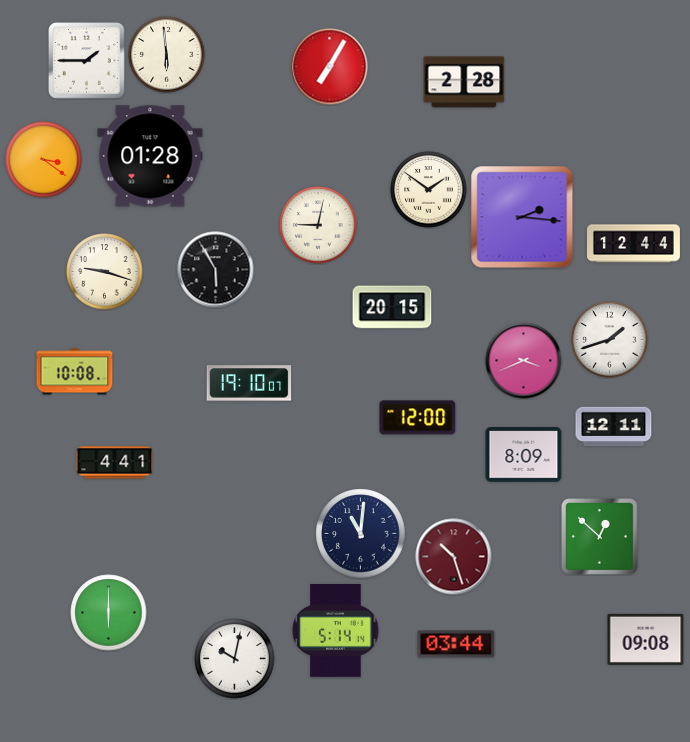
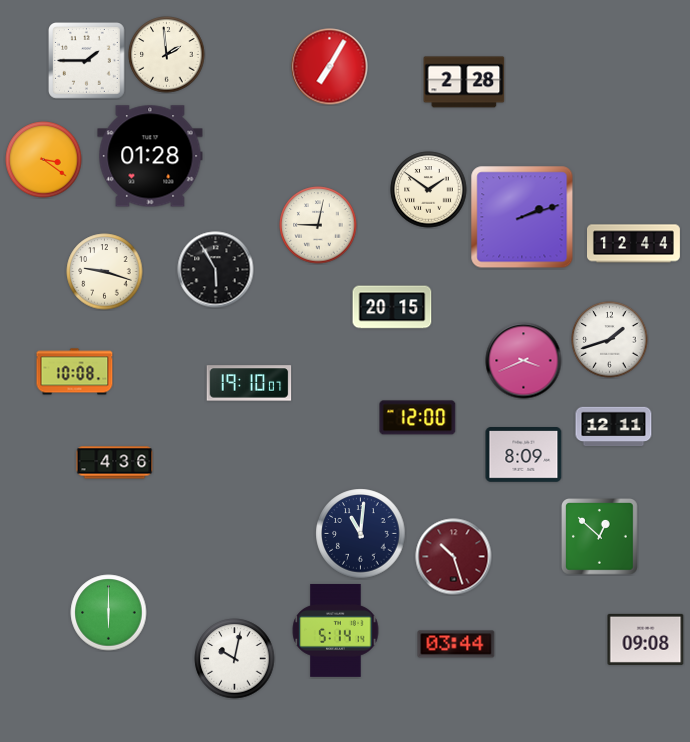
clock at (167, 55): 5:59 -> 1:59
clock at (522, 217): 2:16 -> 2:12
clock at (115, 463): 4:41 -> 4:36
